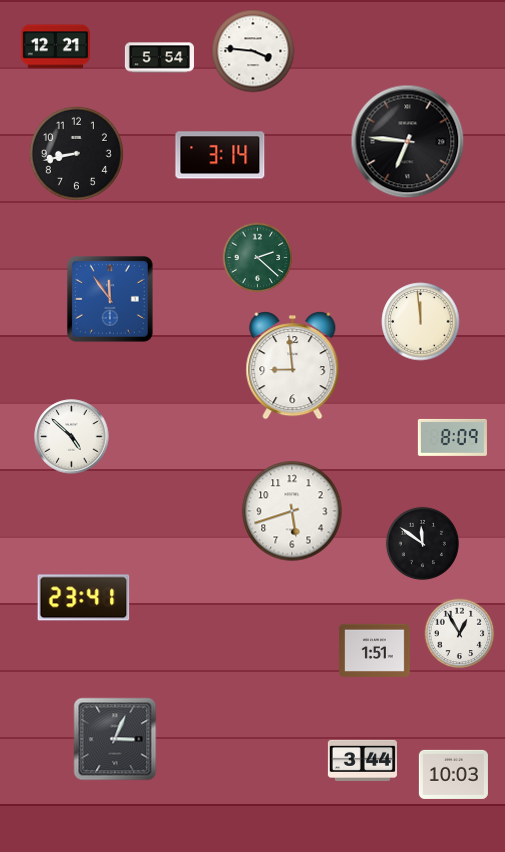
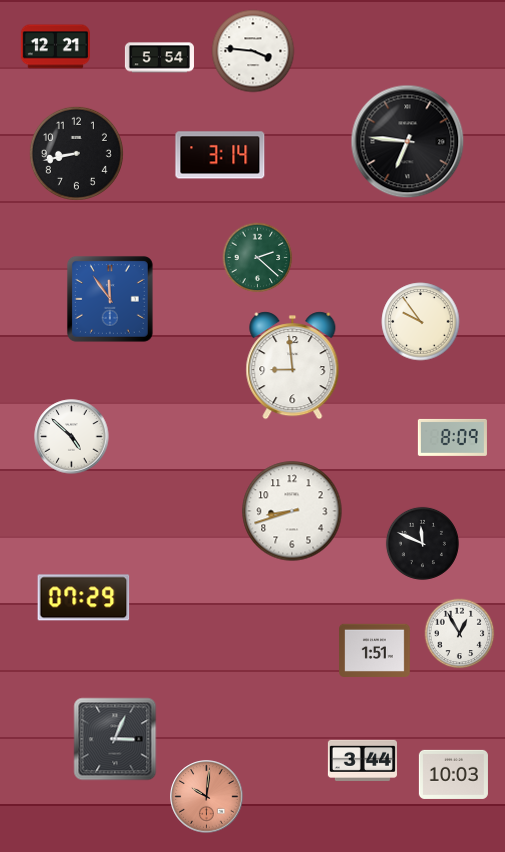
clock at (421, 322): 11:59 -> 9:54
clock at (292, 511): 5:42 -> 8:42
clock at (422, 543): 11:51 -> 11:49
clock at (84, 598): 23:41 -> 07:29
clock at (207, 797): none -> 10:01
